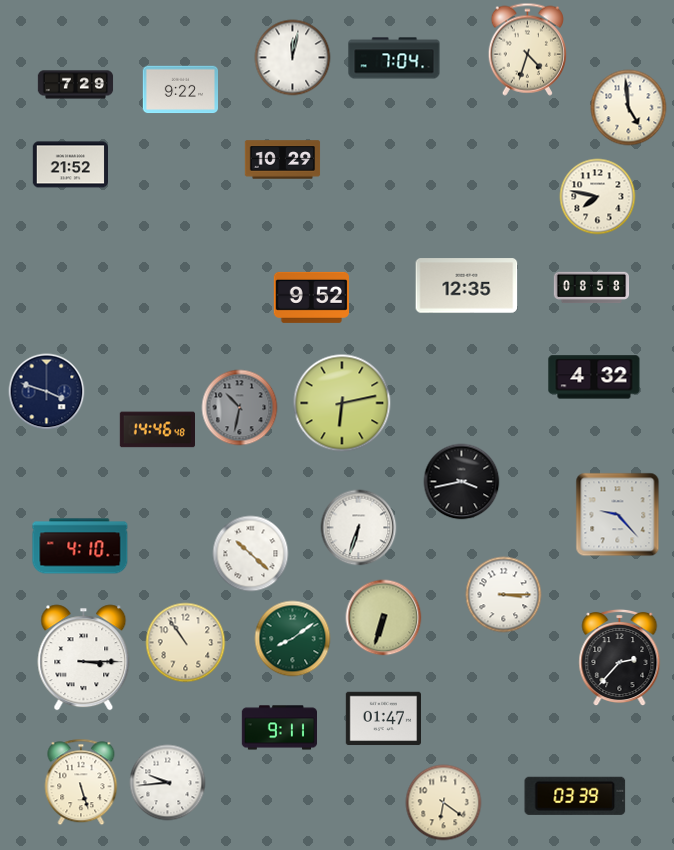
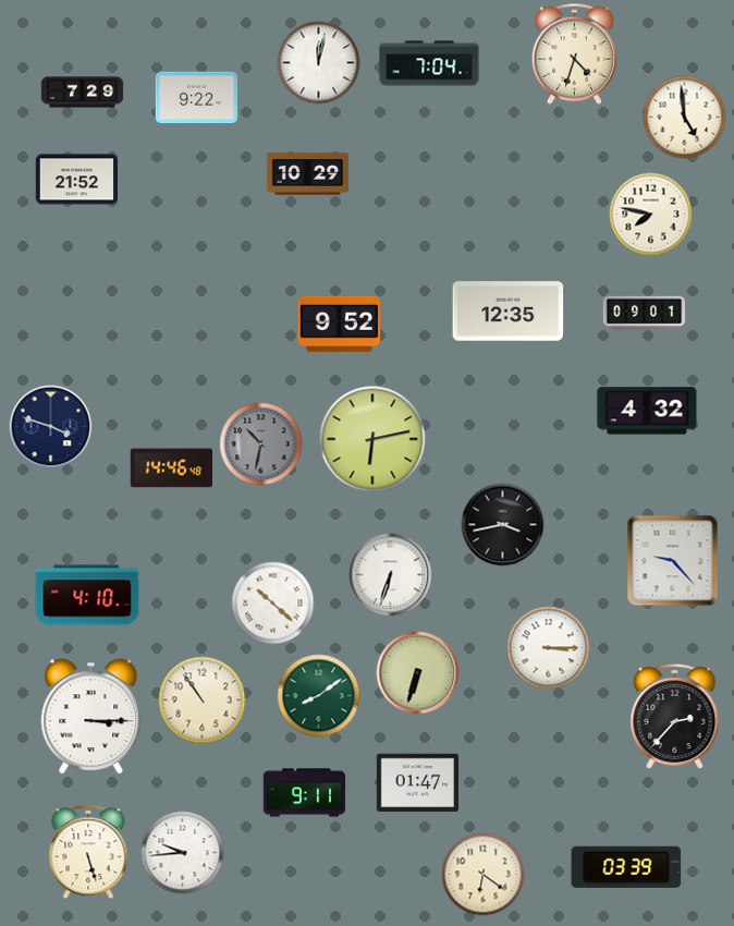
clock at (592, 288): 08:58 -> 09:01
